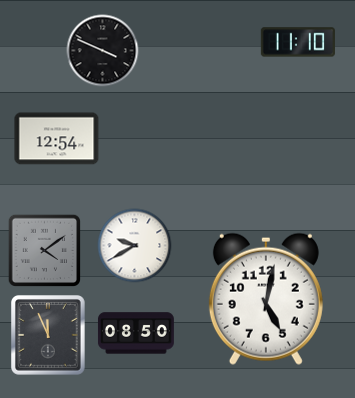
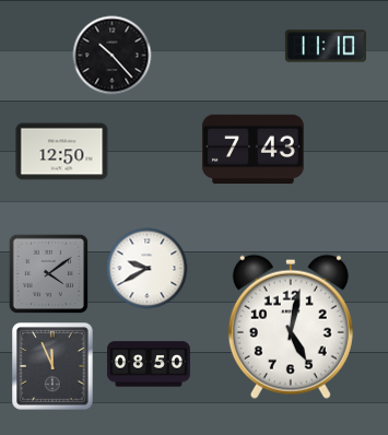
clock at (103, 51): 3:49 -> 10:23
clock at (252, 150): none -> 7:43
clock at (57, 139): 12:54 -> 12:50
